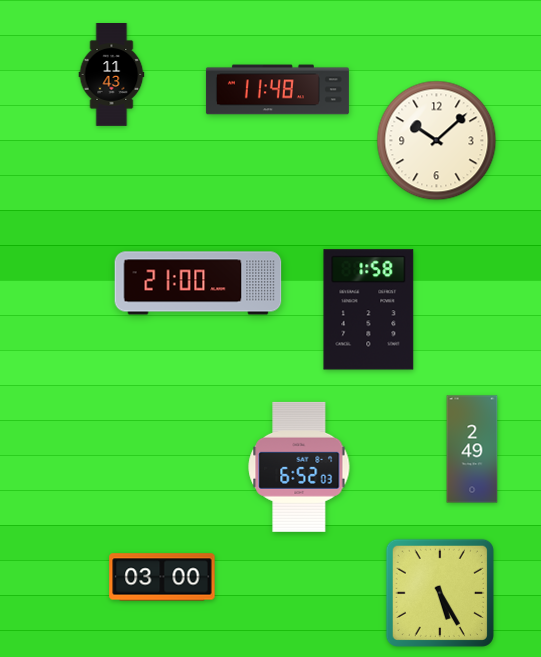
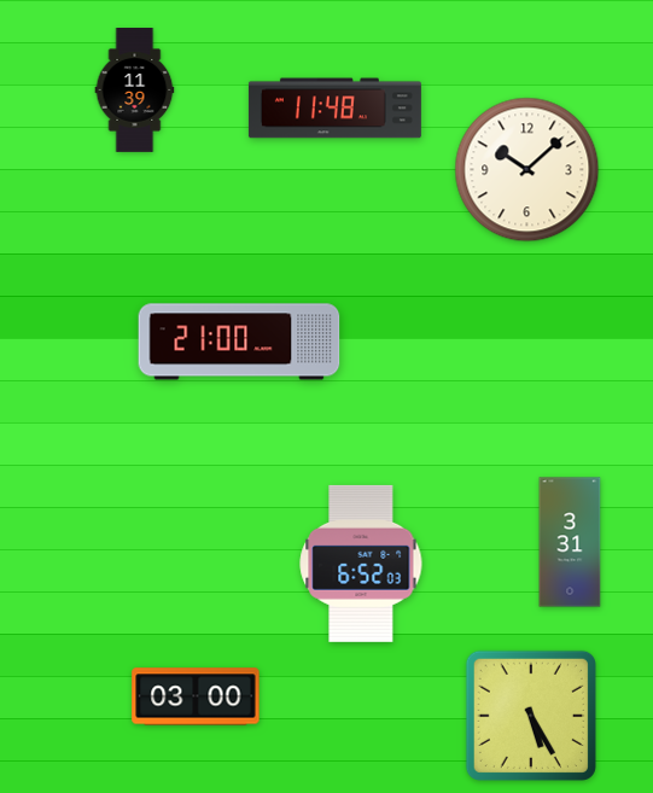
clock at (112, 75): 11:43 -> 11:39
clock at (369, 310): 1:58 -> none
clock at (472, 449): 2:49 -> 3:31
